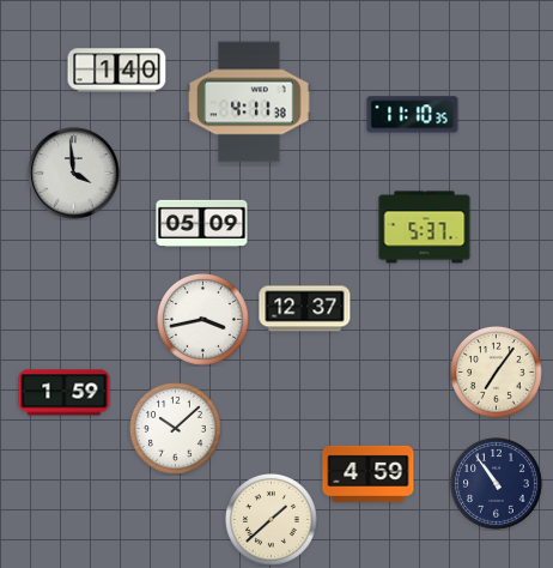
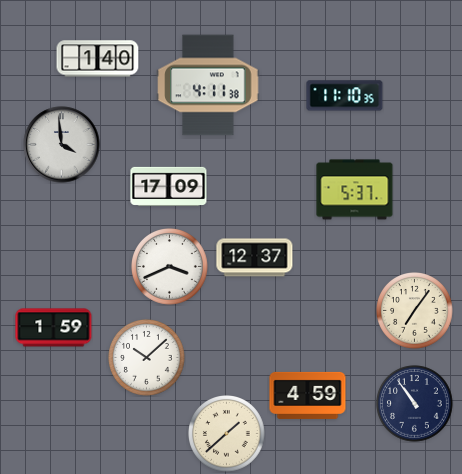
clock at (202, 223): 05:09 -> 17:09
clock at (203, 320): 3:43 -> 3:41
